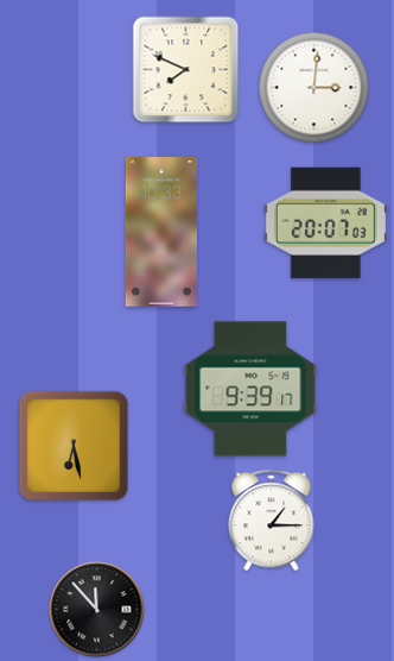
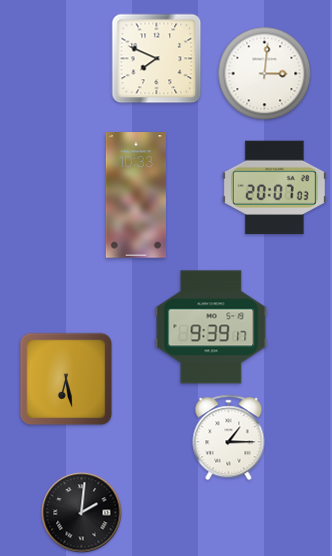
clock at (74, 446) position: (74, 446) -> (66, 379)
clock at (97, 610): 11:53 -> 2:01
